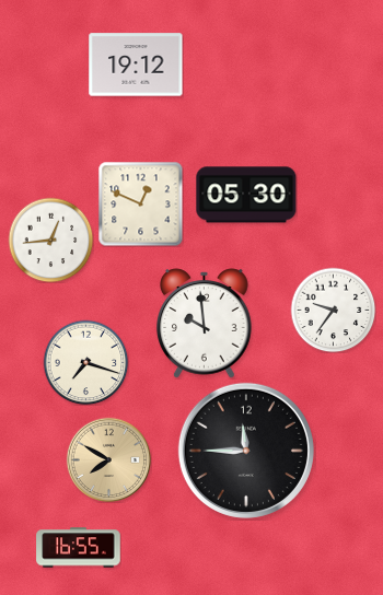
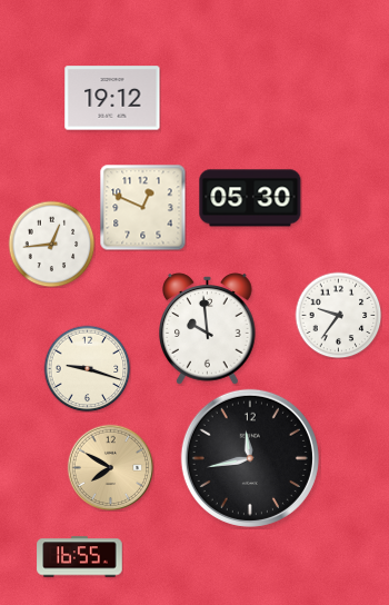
clock at (136, 65) position: (136, 65) -> (112, 98)
clock at (85, 362): 7:18 -> 9:18
clock at (246, 451): 11:45 -> 11:43
